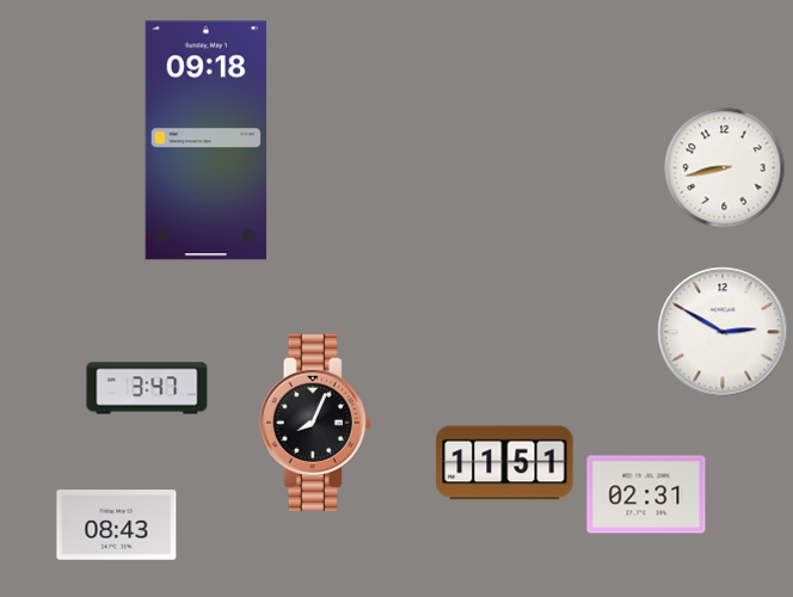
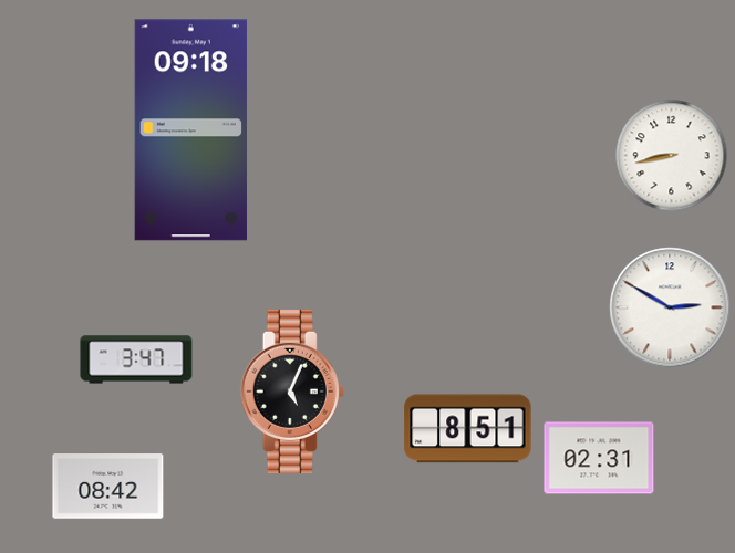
clock at (315, 423): 8:04 -> 5:04
clock at (505, 463): 11:51 -> 8:51
clock at (117, 525): 08:43 -> 08:42
